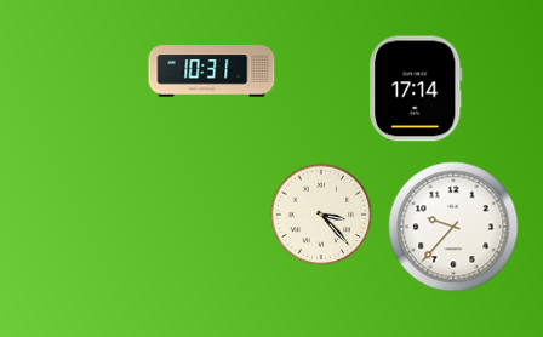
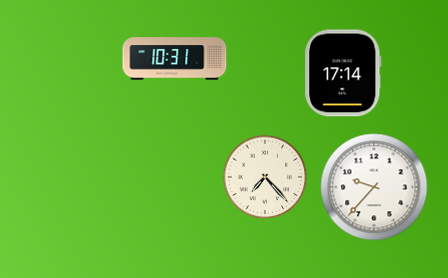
clock at (321, 215): 3:23 -> 7:23
